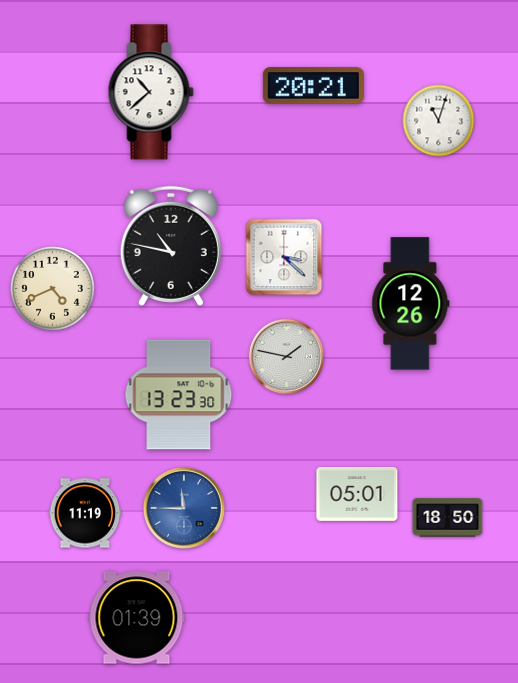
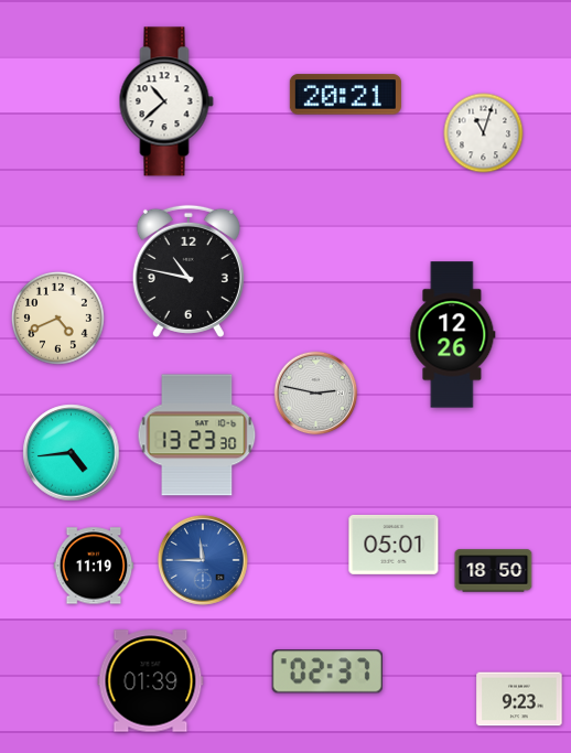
clock at (284, 257): 3:22 -> none
clock at (287, 357): 1:47 -> 2:47
clock at (72, 453): none -> 4:44
clock at (327, 671): none -> 02:37
clock at (519, 699): none -> 9:23
